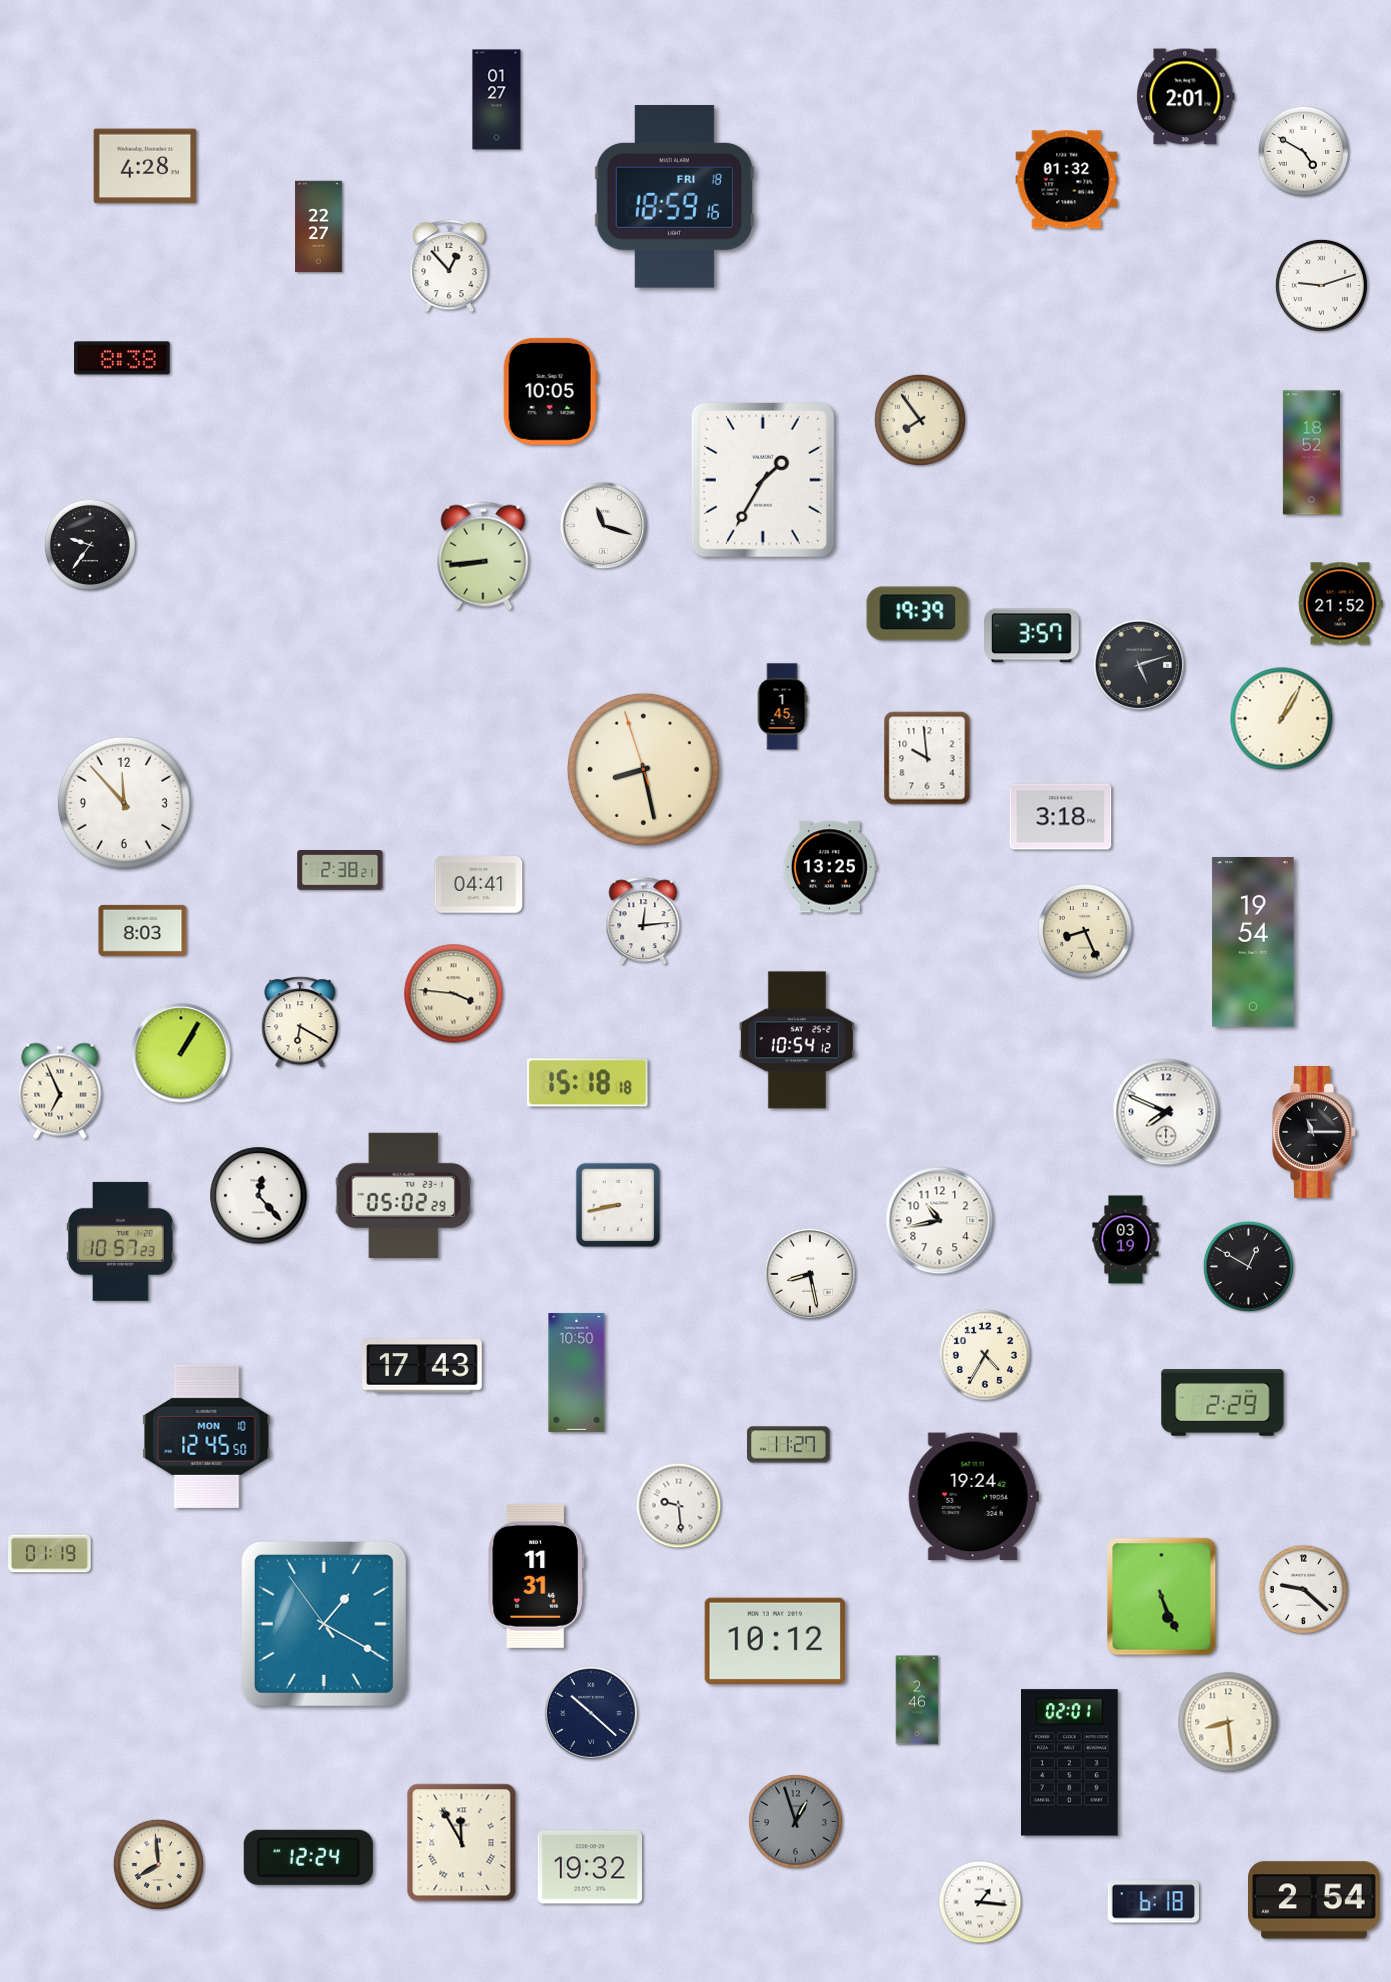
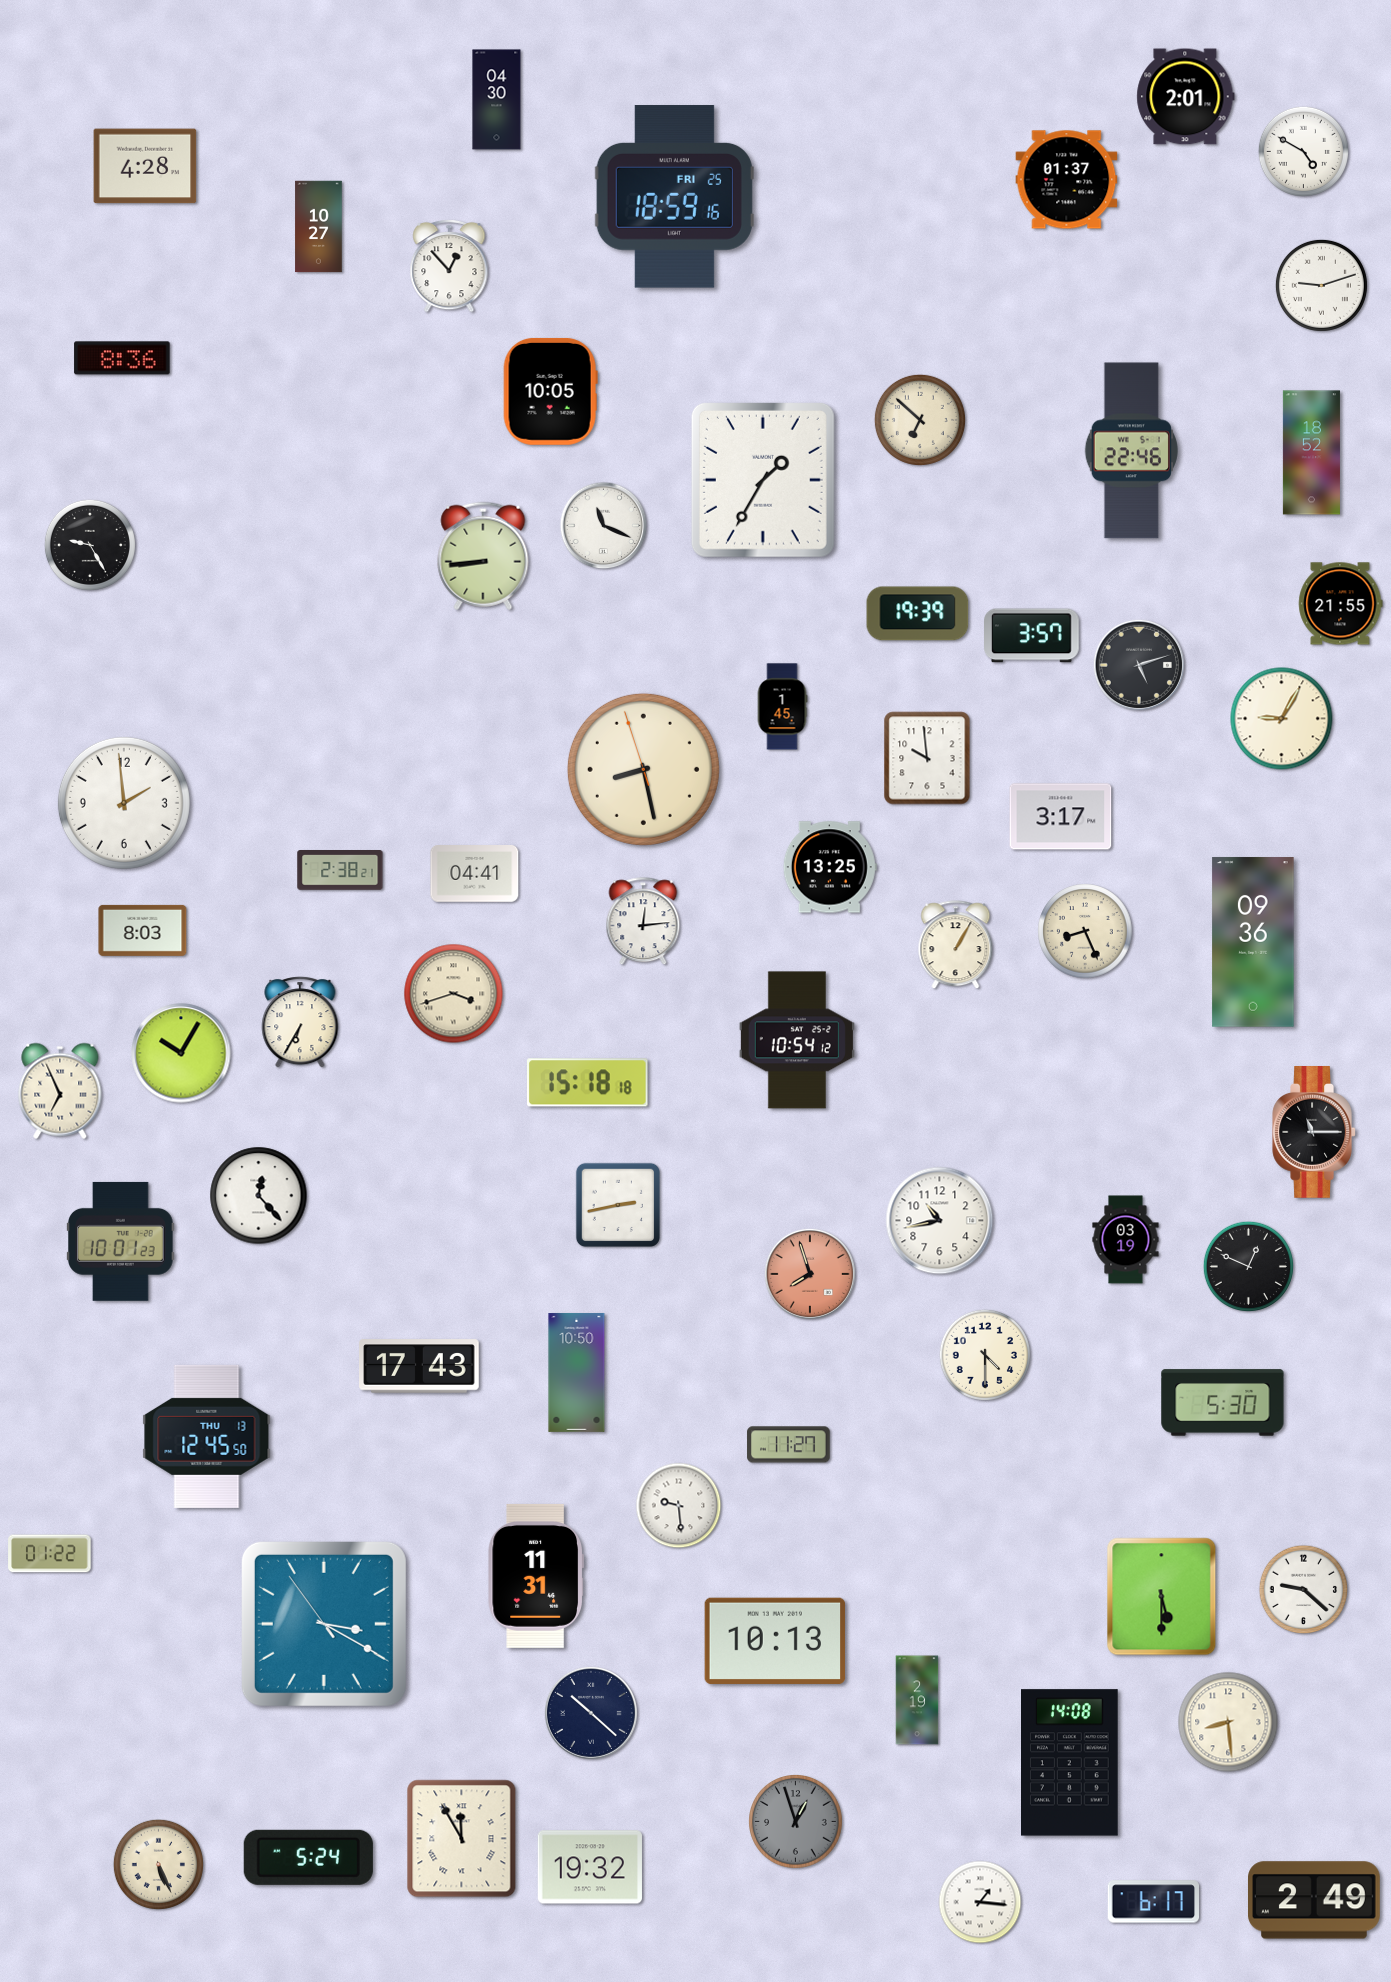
clock at (497, 100): 01:27 -> 04:30
clock at (1067, 180): 01:32 -> 01:37
clock at (674, 197) date: FRI 18 -> FRI 25
clock at (319, 227): 22:27 -> 10:27
clock at (122, 358): 8:38 -> 8:36
clock at (920, 420): 7:54 -> 6:52
clock at (1131, 451): none -> 22:46
clock at (604, 526): 11:18 -> 11:19
clock at (90, 545): 9:36 -> 9:25
clock at (1341, 604): 21:52 -> 21:55
clock at (1282, 719): 1:05 -> 9:05
clock at (124, 803): 11:53 -> 1:59
clock at (1061, 817): 3:18 -> 3:17
clock at (479, 885) position: (479, 885) -> (475, 874)
clock at (1253, 942): 19:54 -> 09:36
clock at (956, 945): none -> 1:05
clock at (454, 994): 3:46 -> 3:42
clock at (300, 1022): 6:20 -> 6:35
clock at (181, 1053): 1:05 -> 10:05
clock at (1166, 1112): 7:49 -> none
clock at (403, 1195): 05:02 -> none
clock at (618, 1205): 8:43 -> 2:43
clock at (121, 1241): 10:57 -> 10:01
clock at (1248, 1266): 12:50 -> 12:49
clock at (810, 1274): 8:28 -> 7:57
clock at (810, 1274) dial: white -> salmon
clock at (985, 1355): 4:35 -> 4:30
clock at (422, 1366) position: (422, 1366) -> (419, 1366)
clock at (1223, 1403): 2:29 -> 5:30
clock at (207, 1436) date: MON 10 -> THU 13
clock at (973, 1497): 19:24 -> none
clock at (50, 1554): 01:19 -> 01:22
clock at (1162, 1597): 5:26 -> 5:30
clock at (324, 1624): 1:19 -> 3:19
clock at (775, 1640): 10:12 -> 10:13
clock at (917, 1700): 2:46 -> 2:19
clock at (1070, 1763): 02:01 -> 14:08
clock at (462, 1843) position: (462, 1843) -> (462, 1839)
clock at (308, 1857): 12:24 -> 5:24
clock at (158, 1864): 7:59 -> 5:26
clock at (1315, 1900): 2:54 -> 2:49
clock at (1154, 1902): 6:18 -> 6:17
